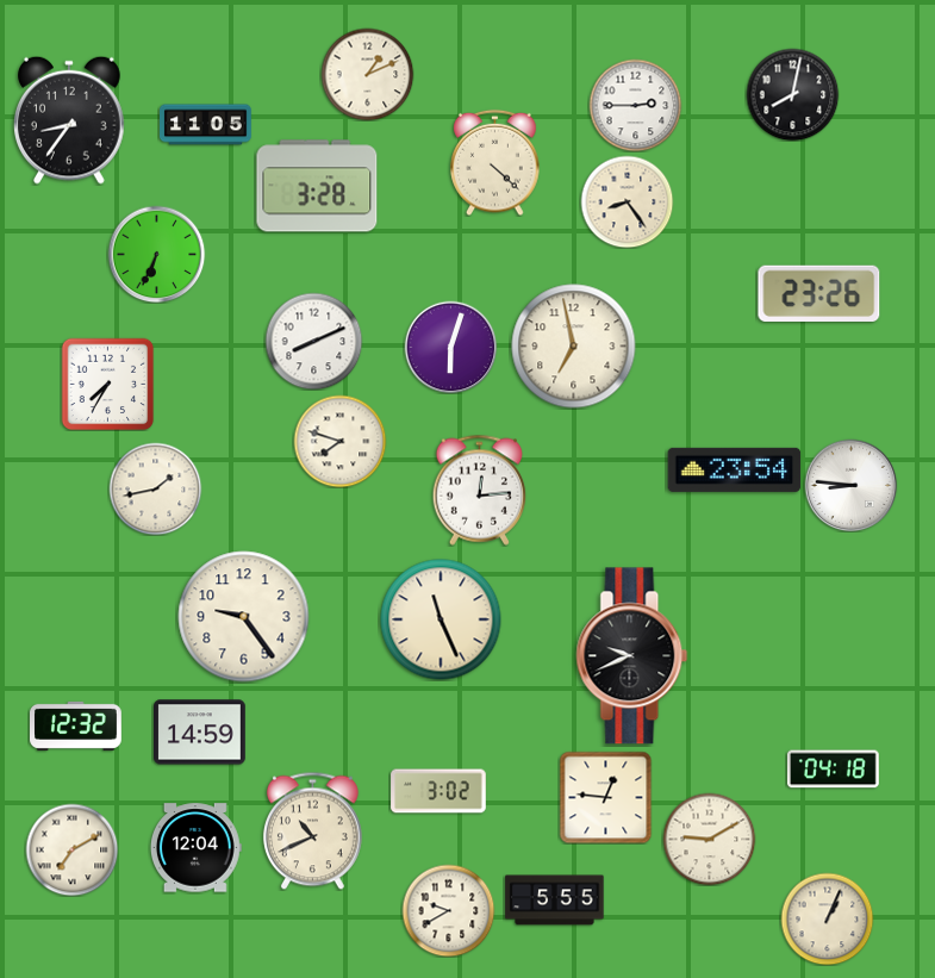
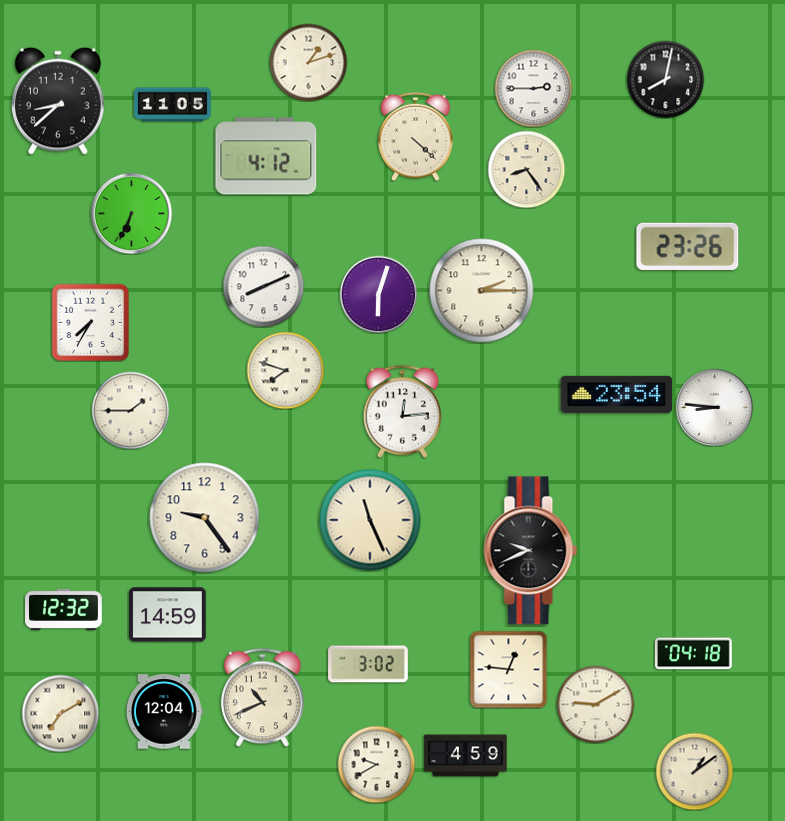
clock at (367, 74): 1:11 -> 1:12
clock at (70, 120): 8:36 -> 8:38
clock at (317, 186): 3:28 -> 4:12
clock at (450, 347) position: (450, 347) -> (378, 294)
clock at (574, 347): 6:58 -> 2:15
clock at (155, 488): 1:43 -> 1:45
clock at (834, 770) position: (834, 770) -> (694, 654)
clock at (555, 901): 5:55 -> 4:59
clock at (827, 918): 1:04 -> 1:09
